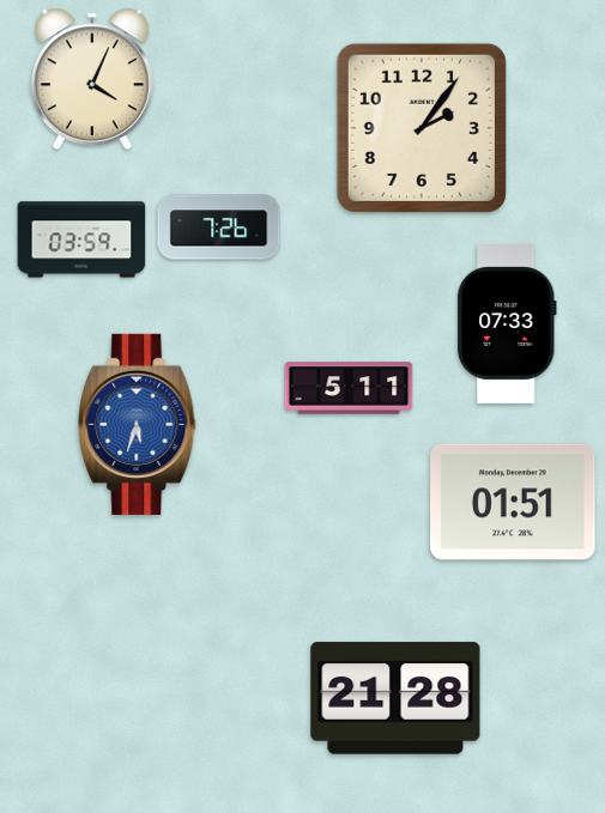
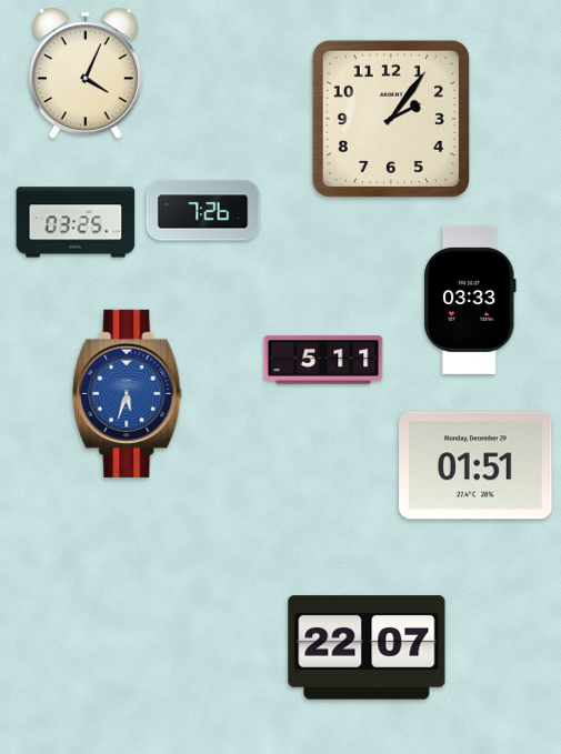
clock at (81, 239): 03:59 -> 03:25
clock at (507, 323): 07:33 -> 03:33
clock at (395, 698): 21:28 -> 22:07
